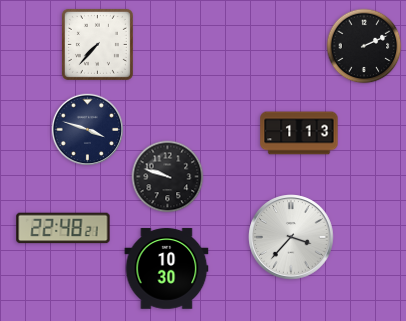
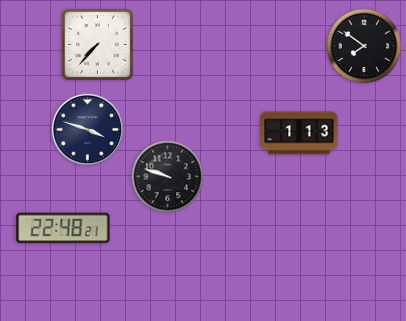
clock at (364, 46): 2:11 -> 7:51
clock at (291, 237): 3:37 -> none
clock at (167, 269): 10:30 -> none
